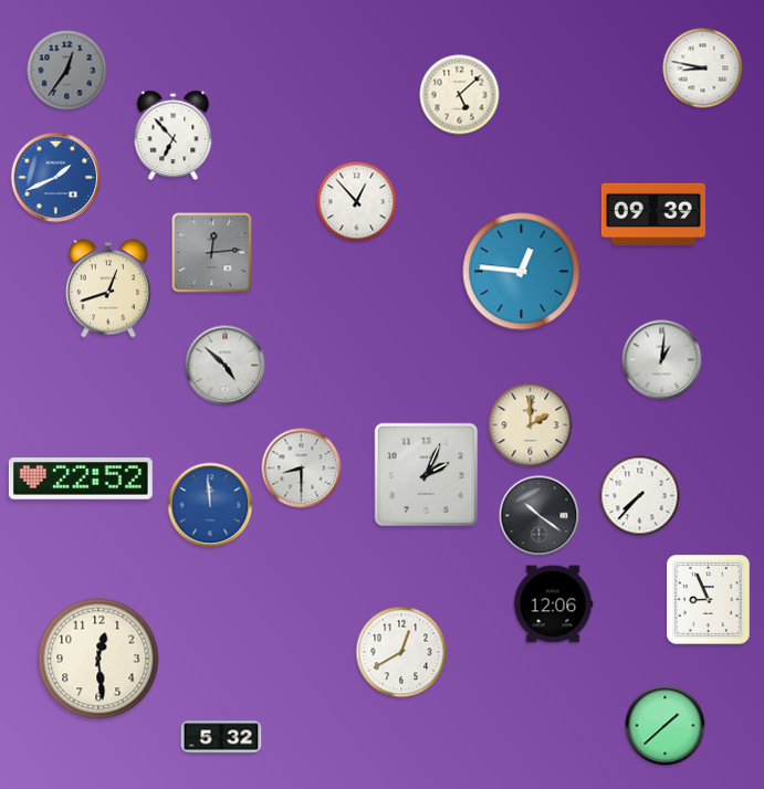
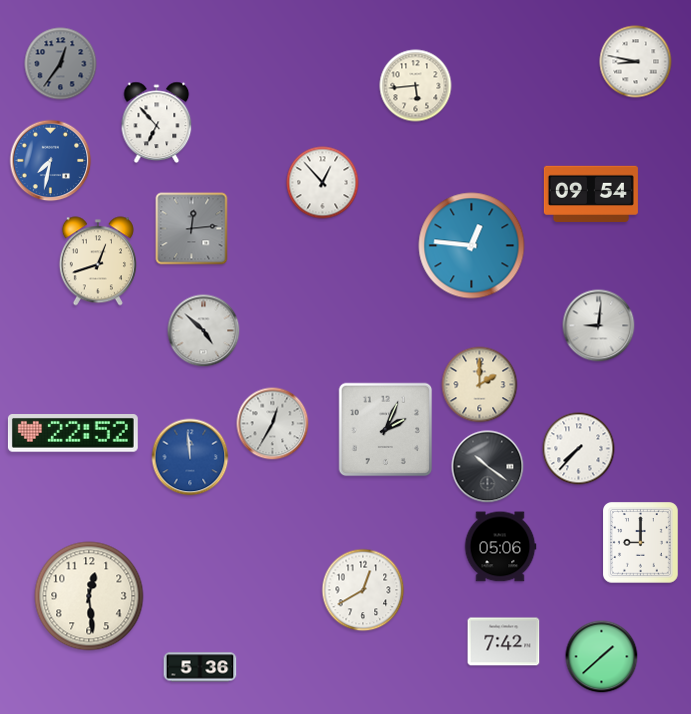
clock at (460, 95): 5:08 -> 5:44
clock at (56, 178): 1:41 -> 7:32
clock at (653, 214): 09:39 -> 09:54
clock at (662, 360): 1:01 -> 9:01
clock at (302, 469): 8:30 -> 12:35
clock at (709, 600): 8:56 -> 9:00
clock at (553, 604): 12:06 -> 05:06
clock at (504, 642): none -> 7:42
clock at (221, 737): 5:32 -> 5:36
